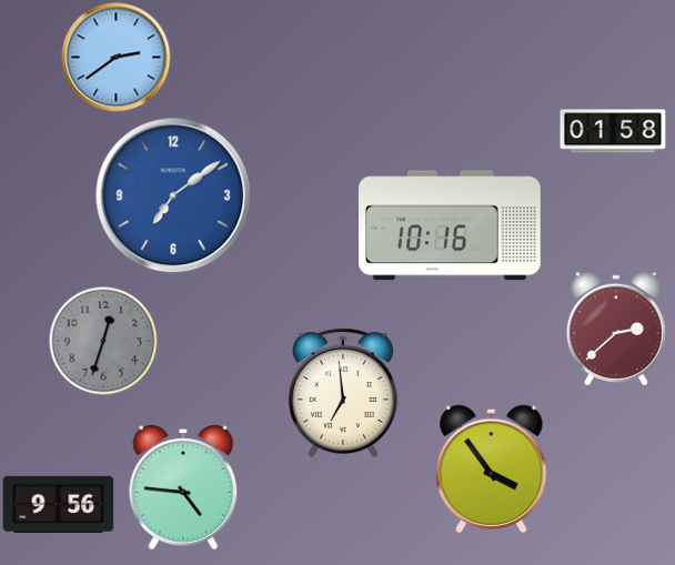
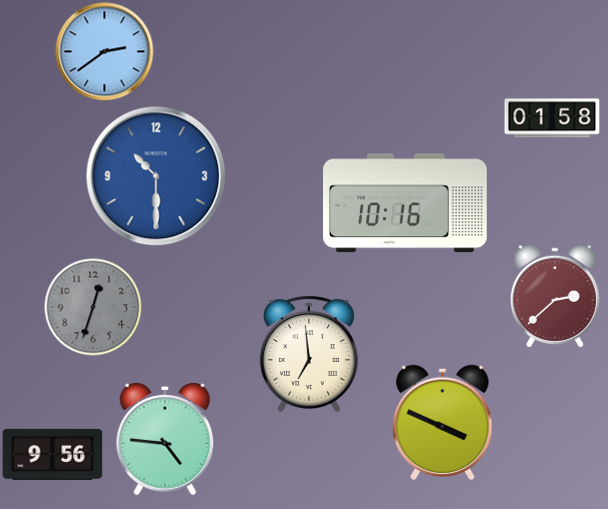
clock at (173, 195): 7:09 -> 10:30
clock at (492, 468): 3:54 -> 3:49
